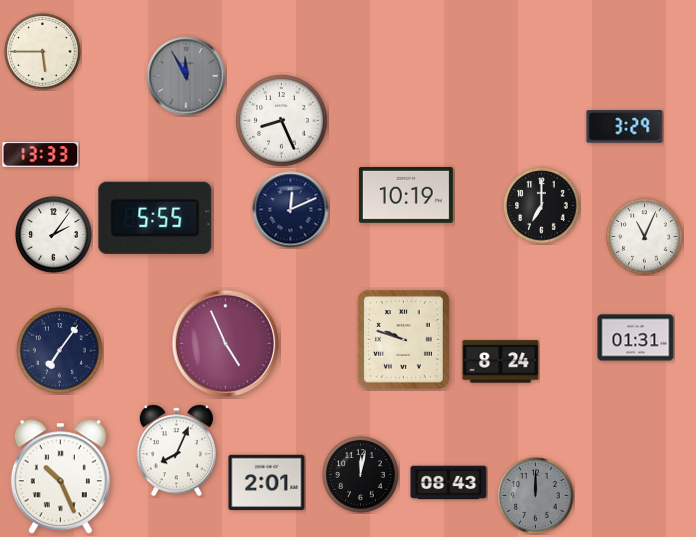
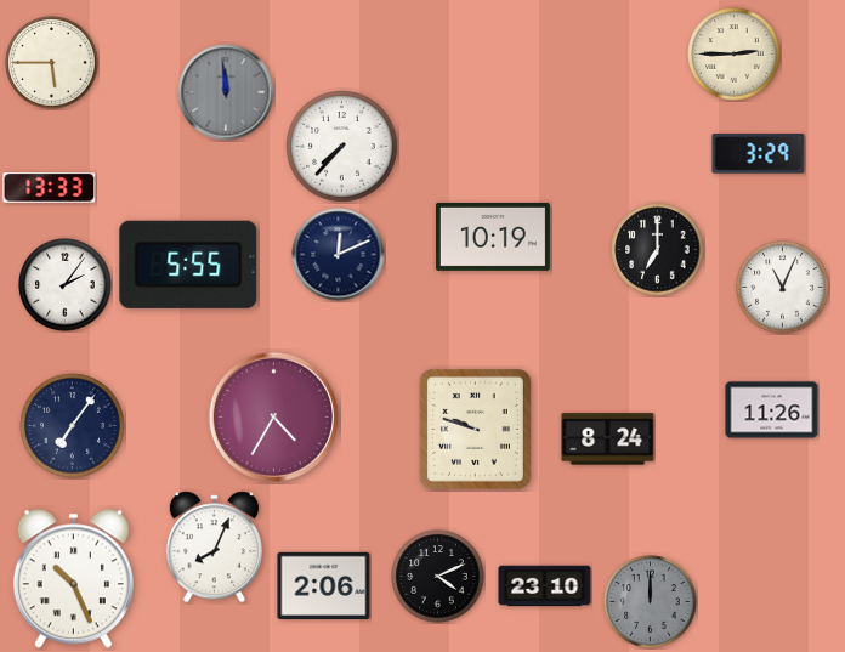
clock at (735, 55): none -> 2:45
clock at (186, 76): 11:55 -> 11:59
clock at (282, 121): 8:26 -> 7:37
clock at (291, 210) position: (291, 210) -> (339, 255)
clock at (636, 338): 01:31 -> 11:26
clock at (403, 339) position: (403, 339) -> (475, 429)
clock at (225, 343): 4:56 -> 4:35
clock at (361, 475): 12:02 -> 4:11
clock at (267, 482): 2:01 -> 2:06
clock at (449, 483): 08:43 -> 23:10
